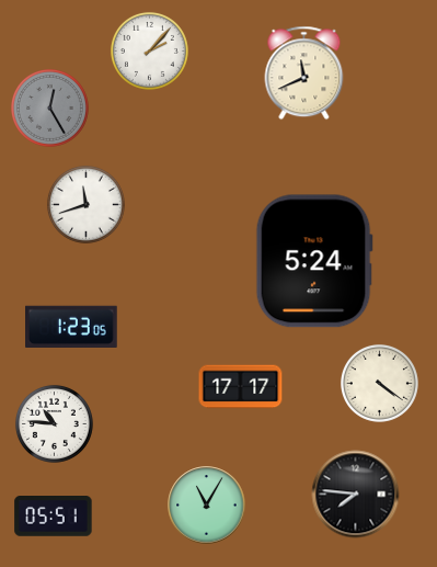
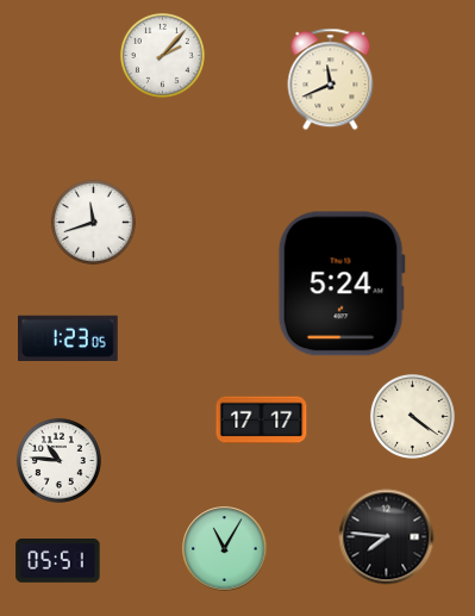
clock at (49, 107): 12:25 -> none
clock at (72, 326) position: (72, 326) -> (69, 337)
